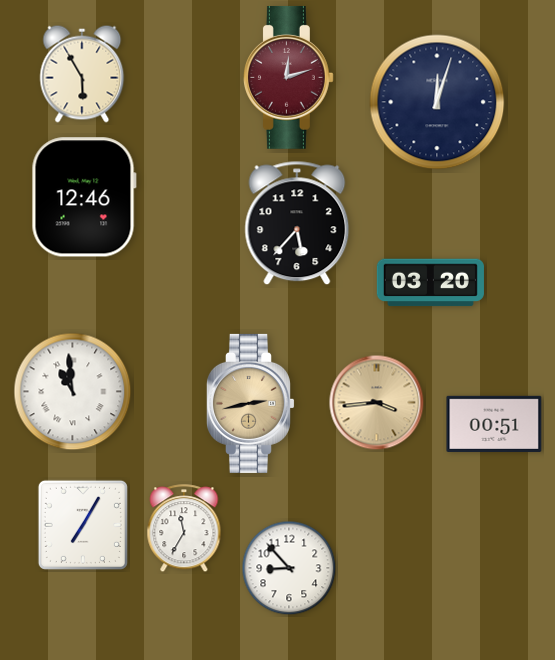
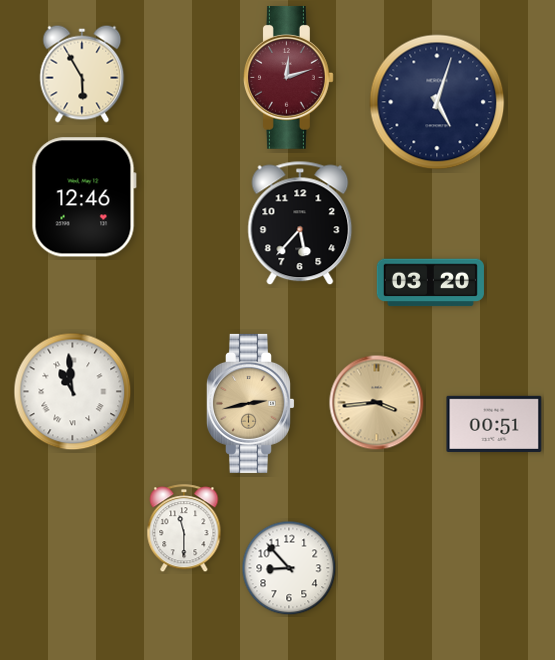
clock at (437, 102): 12:03 -> 5:03
clock at (297, 223) position: (297, 223) -> (300, 223)
clock at (83, 525): 7:05 -> none
clock at (184, 529): 11:35 -> 11:30
